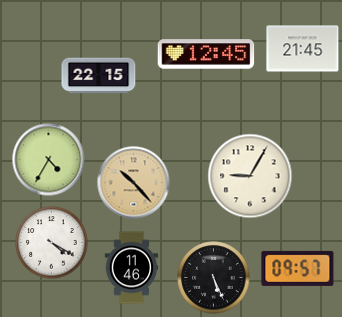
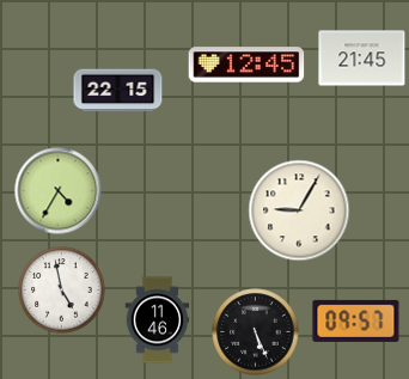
clock at (134, 183): 10:23 -> none
clock at (52, 243): 4:20 -> 4:58
